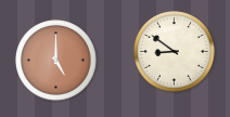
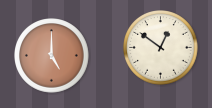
clock at (175, 52): 8:51 -> 12:51
